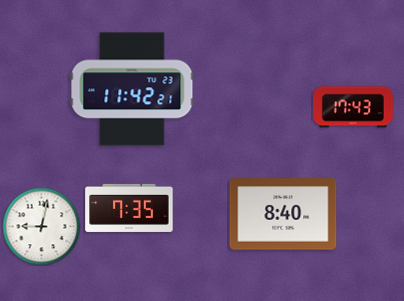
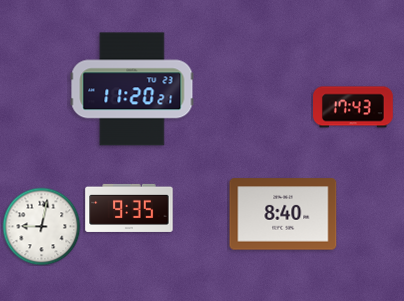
clock at (132, 89): 11:42 -> 11:20
clock at (129, 208): 7:35 -> 9:35
